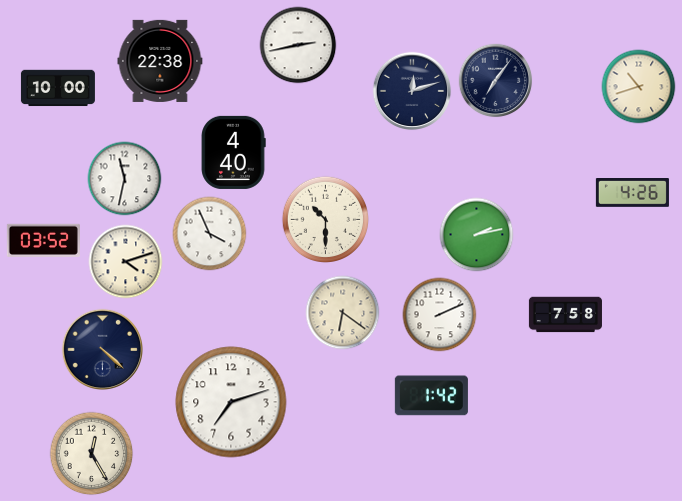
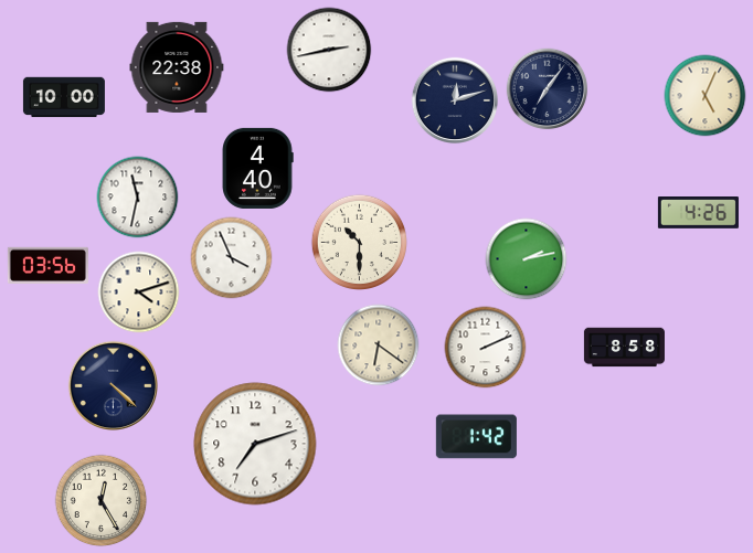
clock at (639, 87): 10:42 -> 5:04
clock at (43, 240): 03:52 -> 03:56
clock at (126, 262) position: (126, 262) -> (139, 293)
clock at (565, 315): 7:58 -> 8:58
